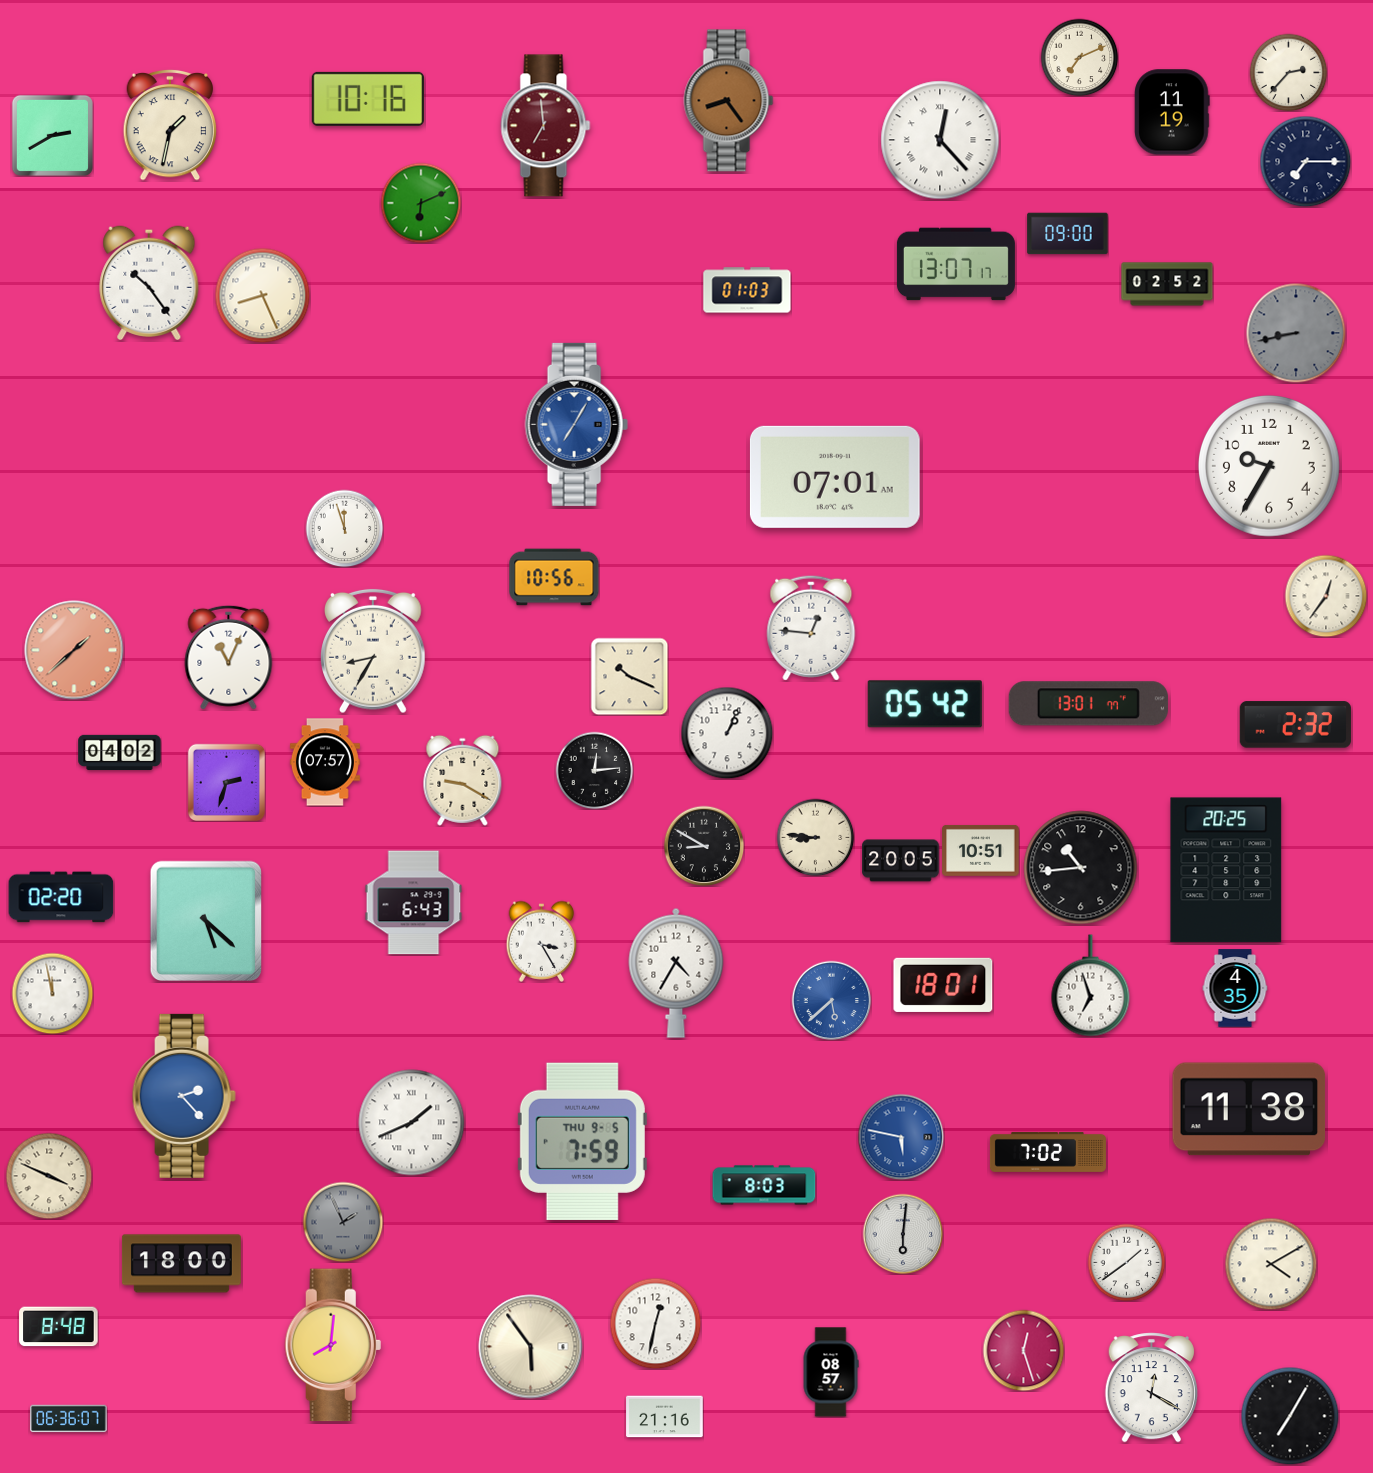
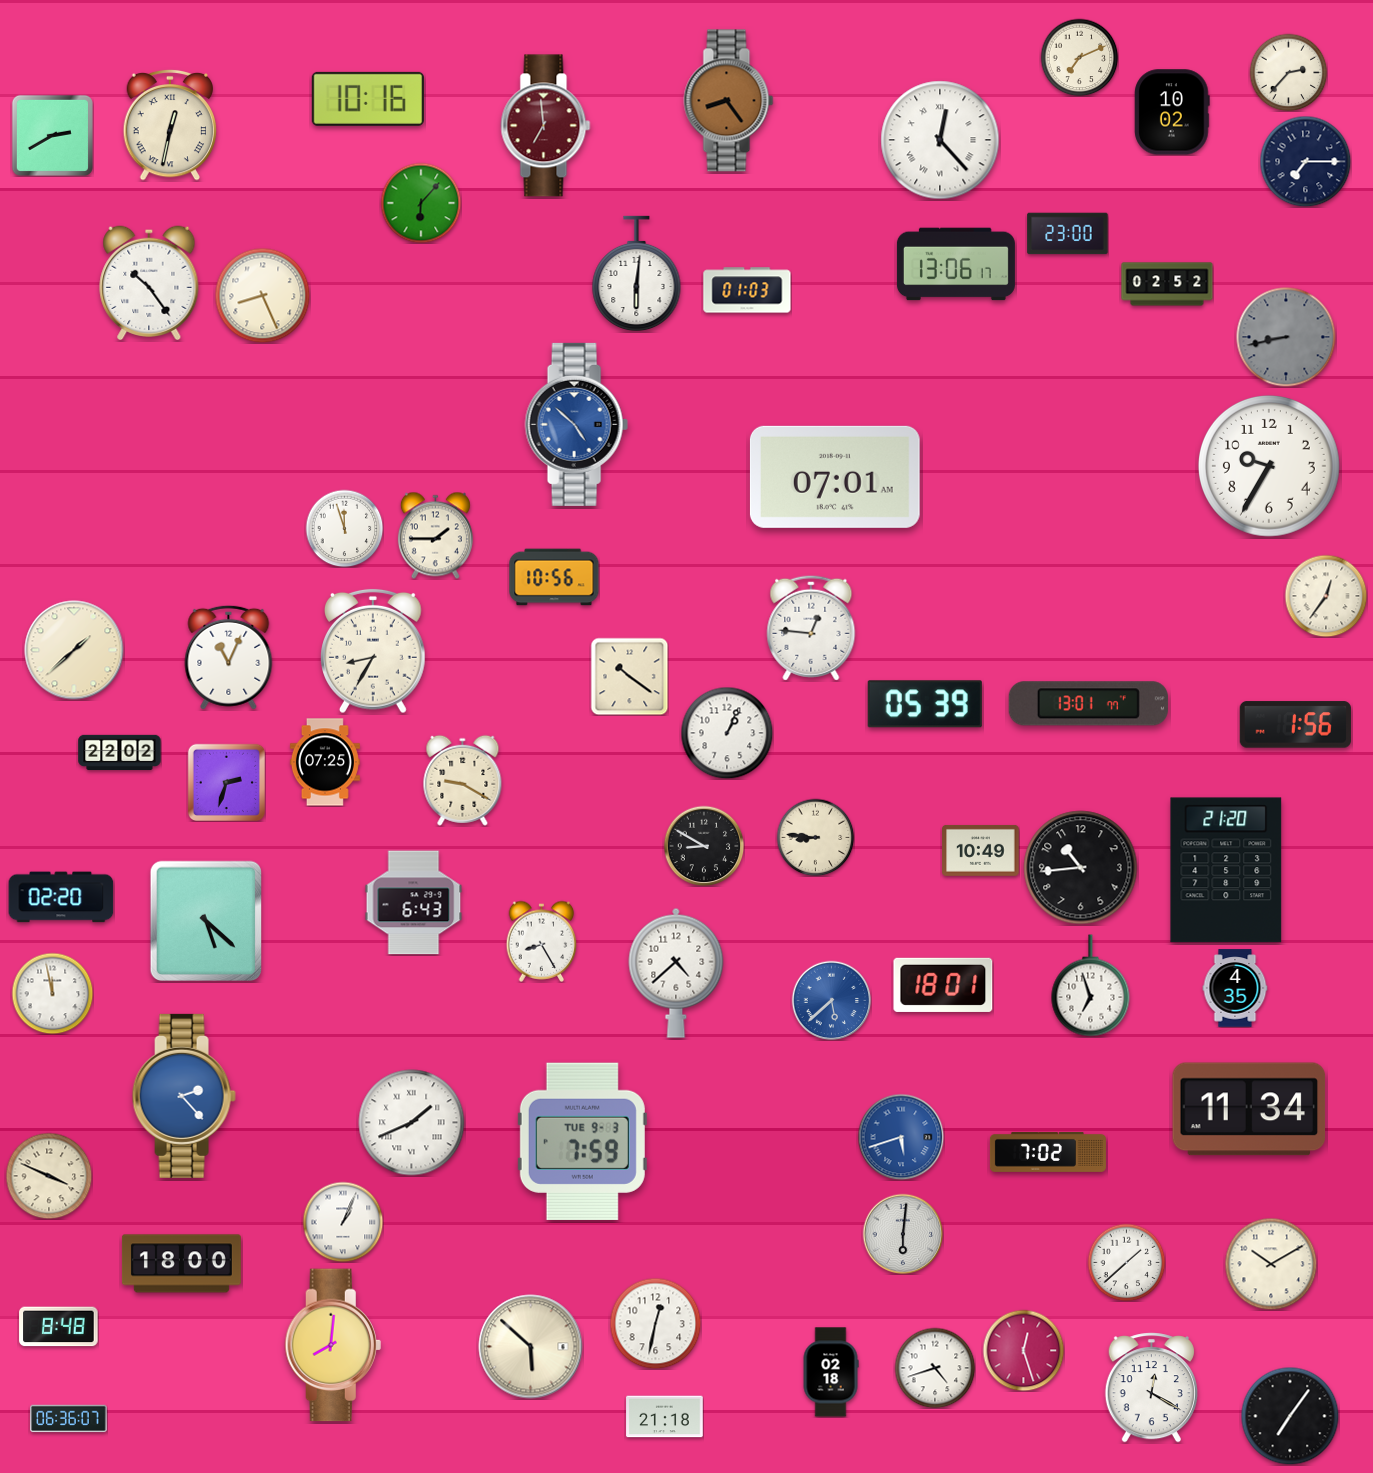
clock at (1172, 112): 11:19 -> 10:02
clock at (170, 125): 1:32 -> 12:32
clock at (421, 203): 6:11 -> 6:07
clock at (1068, 234): 09:00 -> 23:00
clock at (956, 264): 13:07 -> 13:06
clock at (637, 274): none -> 6:01
clock at (1296, 333) position: (1296, 333) -> (1286, 337)
clock at (576, 424): 7:05 -> 4:52
clock at (435, 535): none -> 1:45
clock at (74, 650) dial: salmon -> cream
clock at (629, 676): 10:19 -> 10:21
clock at (925, 704): 05:42 -> 05:39
clock at (1295, 725): 2:32 -> 1:56
clock at (120, 752): 04:02 -> 22:02
clock at (325, 762): 07:57 -> 07:25
clock at (594, 770): 12:14 -> none
clock at (981, 850): 10:51 -> 10:49
clock at (901, 861): 20:05 -> none
clock at (1226, 870): 20:25 -> 21:20
clock at (542, 941): 3:25 -> 8:25
clock at (676, 973): 4:35 -> 4:38
clock at (1249, 1109): 11:38 -> 11:34
clock at (901, 1137): 5:47 -> 5:42
clock at (582, 1141) date: THU 9-5 -> TUE 9-3
clock at (764, 1185): 8:03 -> none
clock at (343, 1222): 1:56 -> 1:04
clock at (343, 1222) dial: grey -> white
clock at (1126, 1262): 1:39 -> 1:38
clock at (1271, 1264): 4:10 -> 10:10
clock at (531, 1347): 5:54 -> 5:52
clock at (935, 1368): none -> 4:42
clock at (831, 1372): 08:57 -> 02:18
clock at (1290, 1416): 7:05 -> 7:06
clock at (665, 1417): 21:16 -> 21:18
